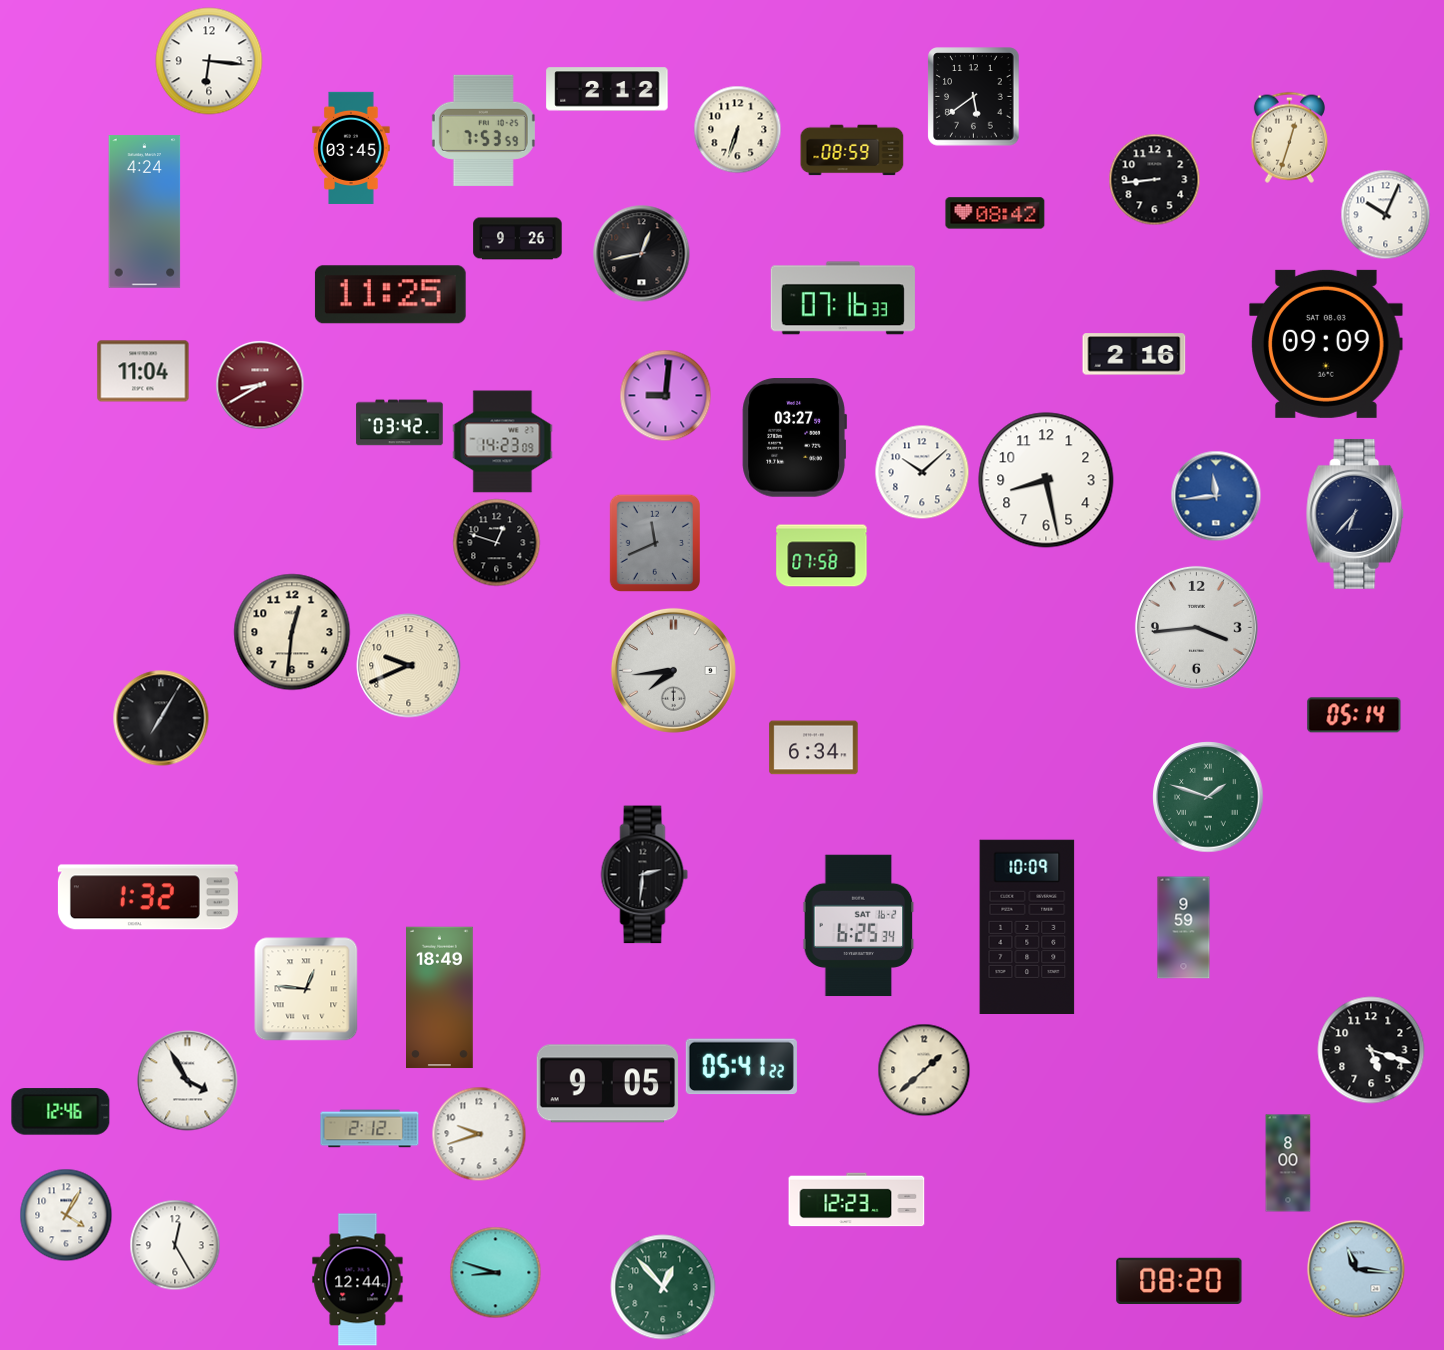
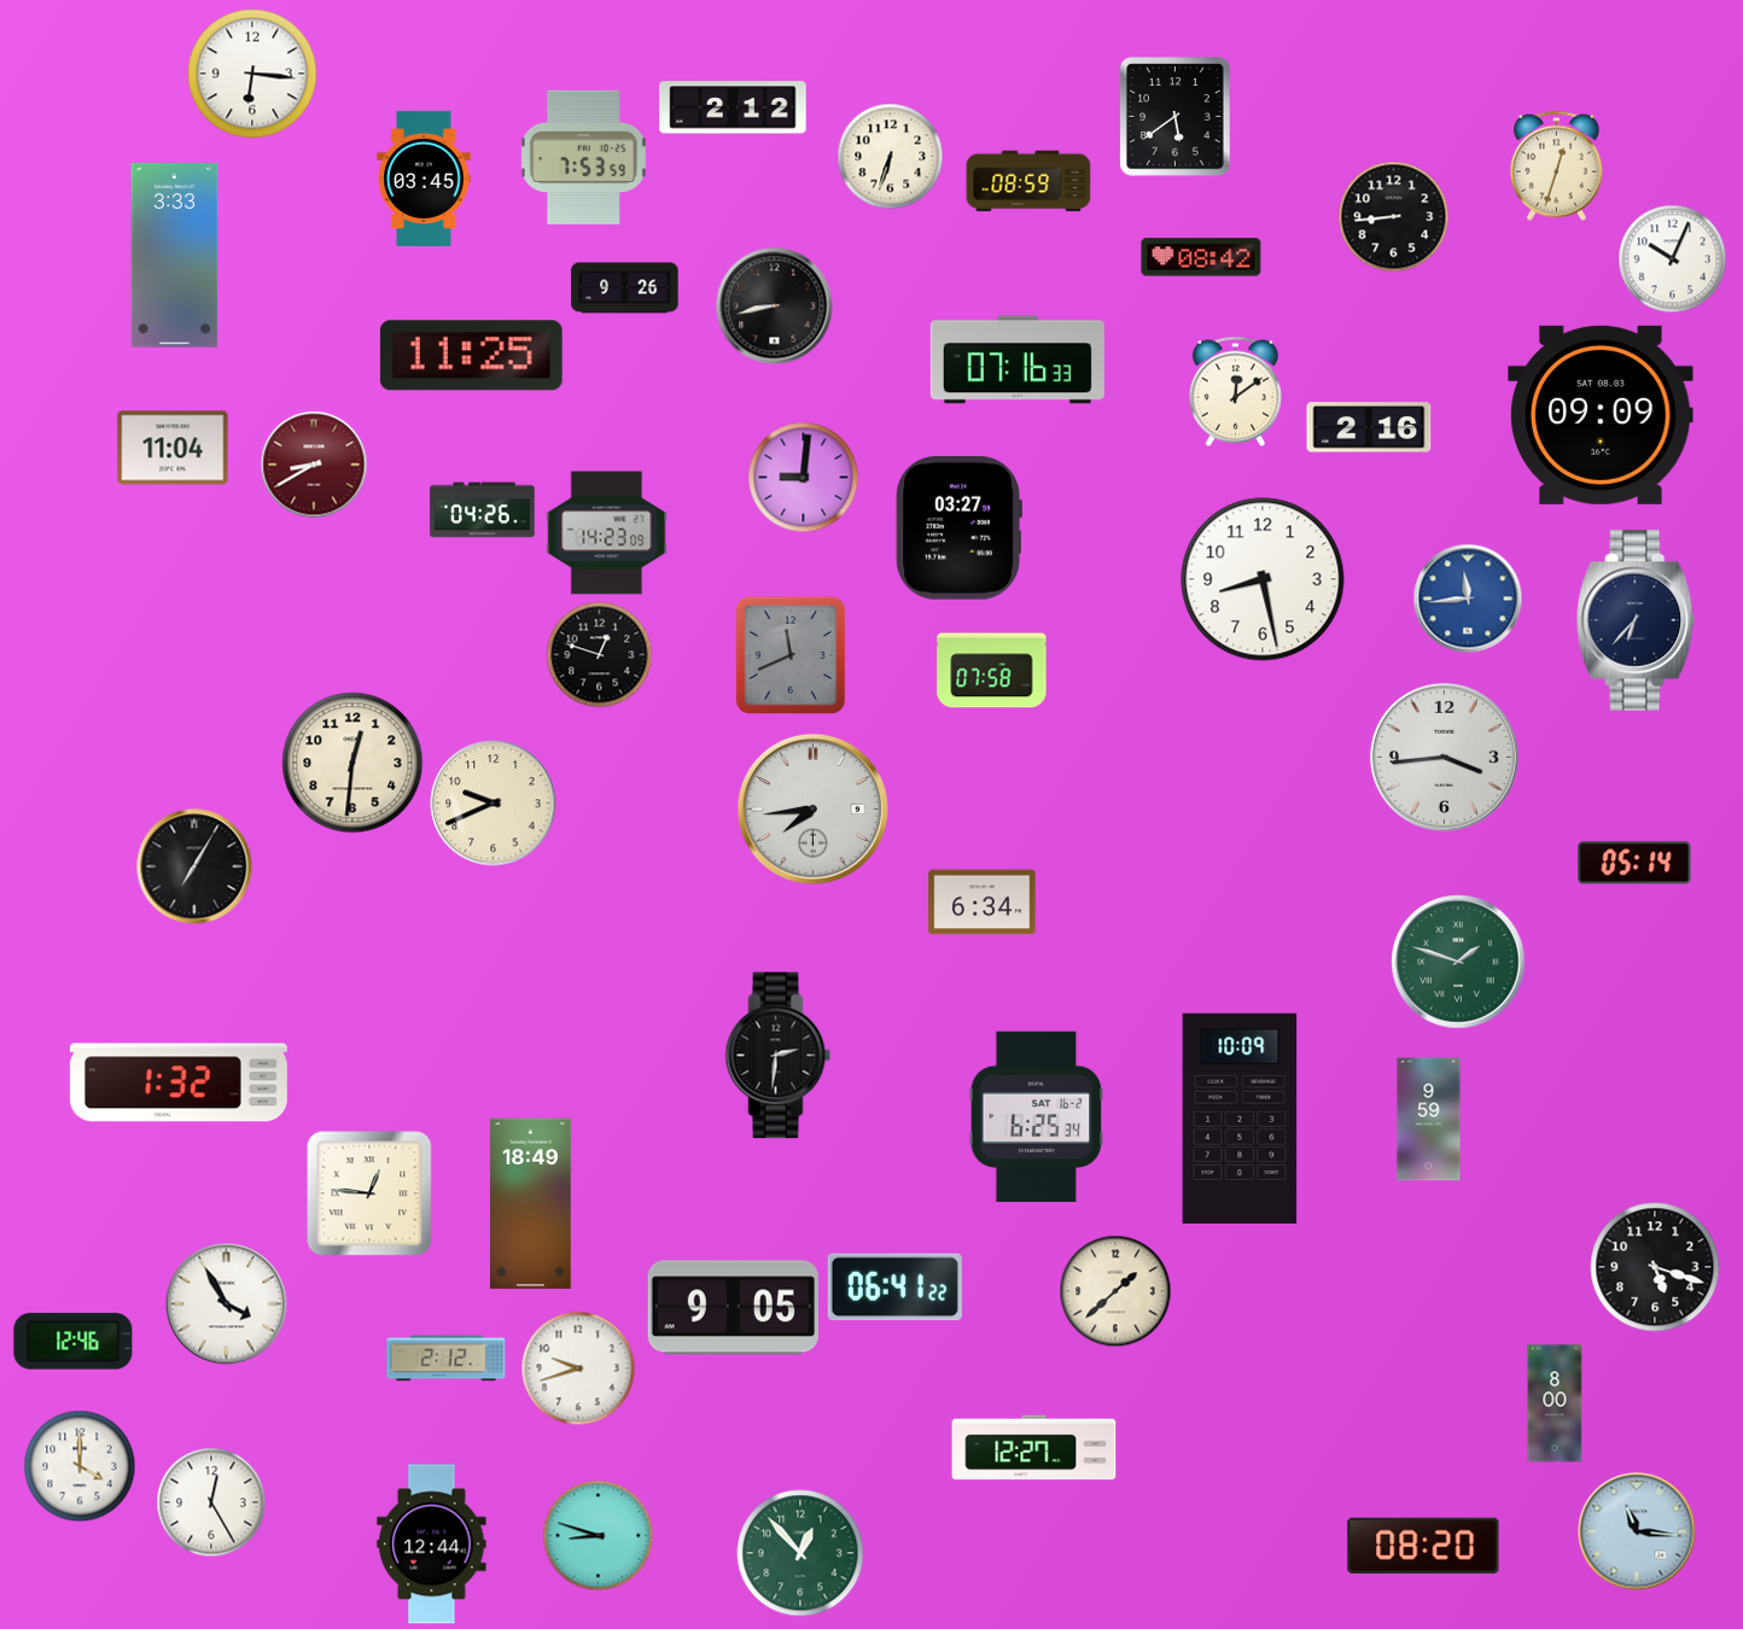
clock at (145, 212): 4:24 -> 3:33
clock at (642, 254): 12:43 -> 8:43
clock at (1235, 391): none -> 12:09
clock at (400, 423): 03:42 -> 04:26
clock at (922, 472): 10:08 -> none
clock at (741, 1067): 05:41 -> 06:41
clock at (370, 1129) position: (370, 1129) -> (447, 1359)
clock at (857, 1200): 12:23 -> 12:27
clock at (66, 1215): 4:05 -> 4:00
